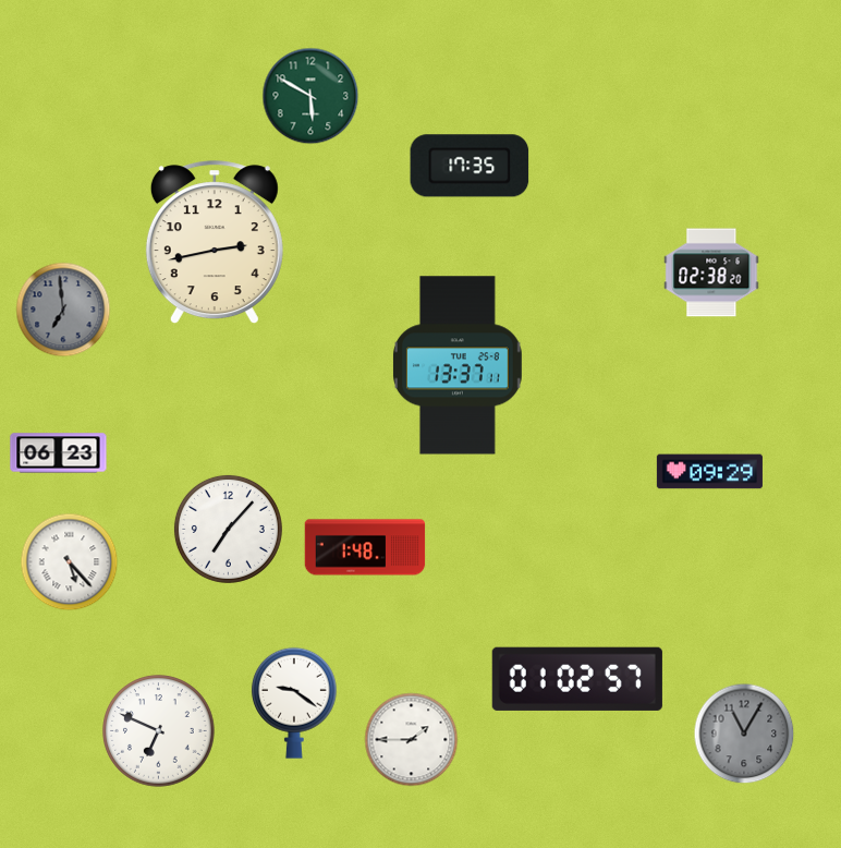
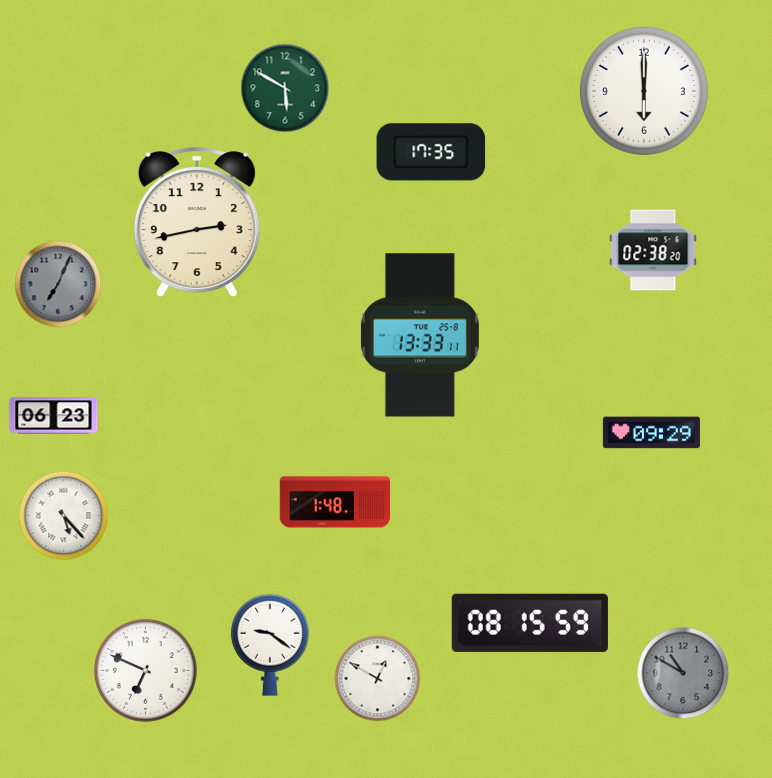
clock at (644, 91): none -> 6:00
clock at (63, 310): 6:59 -> 7:04
clock at (458, 365): 13:37 -> 13:33
clock at (228, 529): 7:07 -> none
clock at (577, 679): 01:02 -> 08:15
clock at (744, 734): 11:05 -> 10:50
clock at (412, 740): 1:45 -> 12:50
